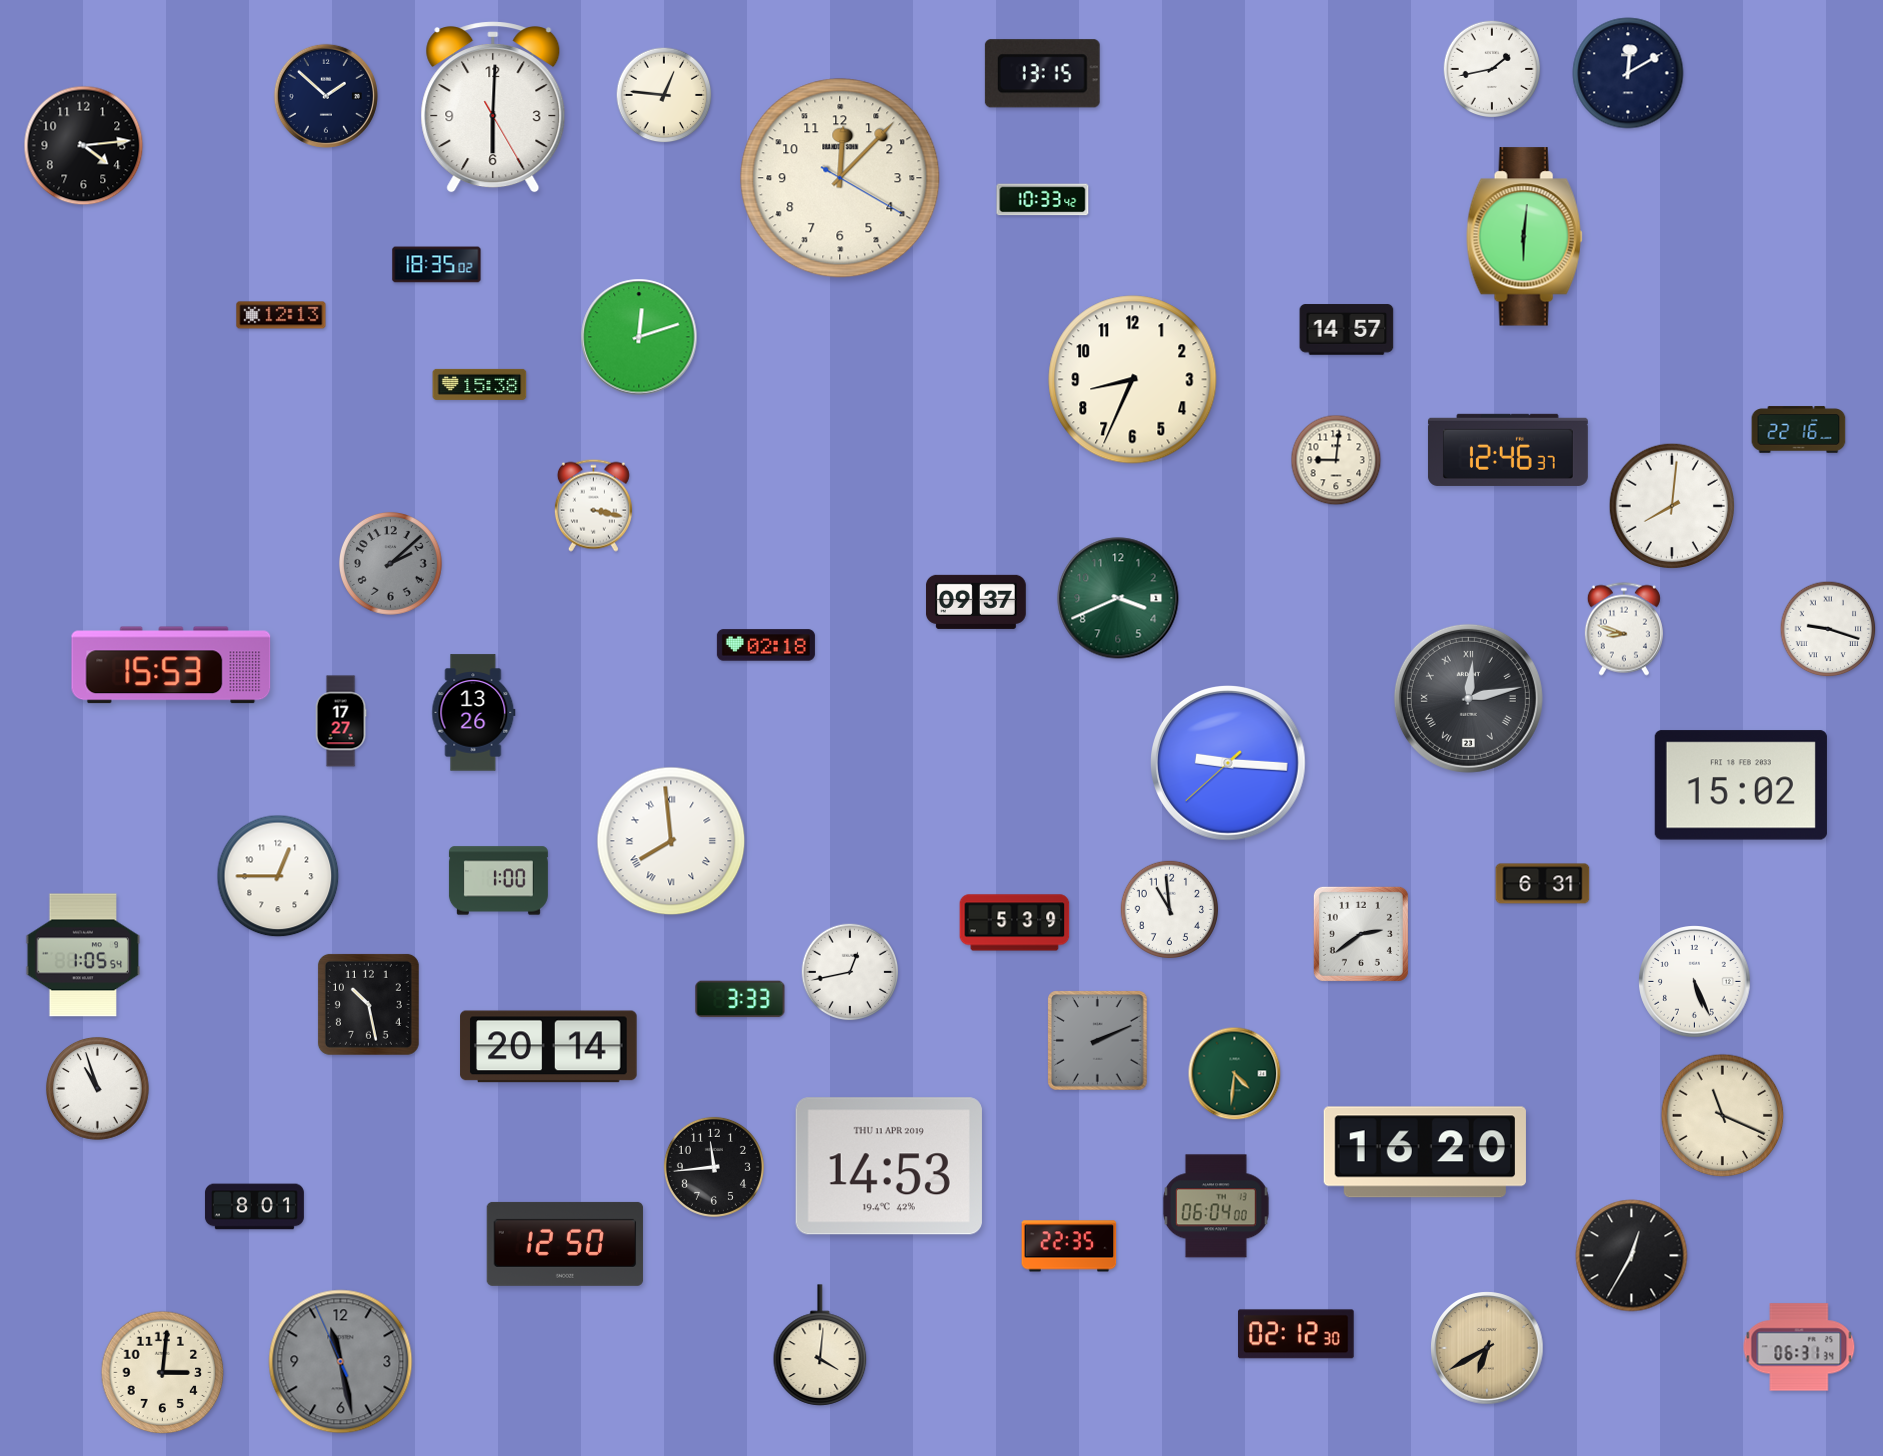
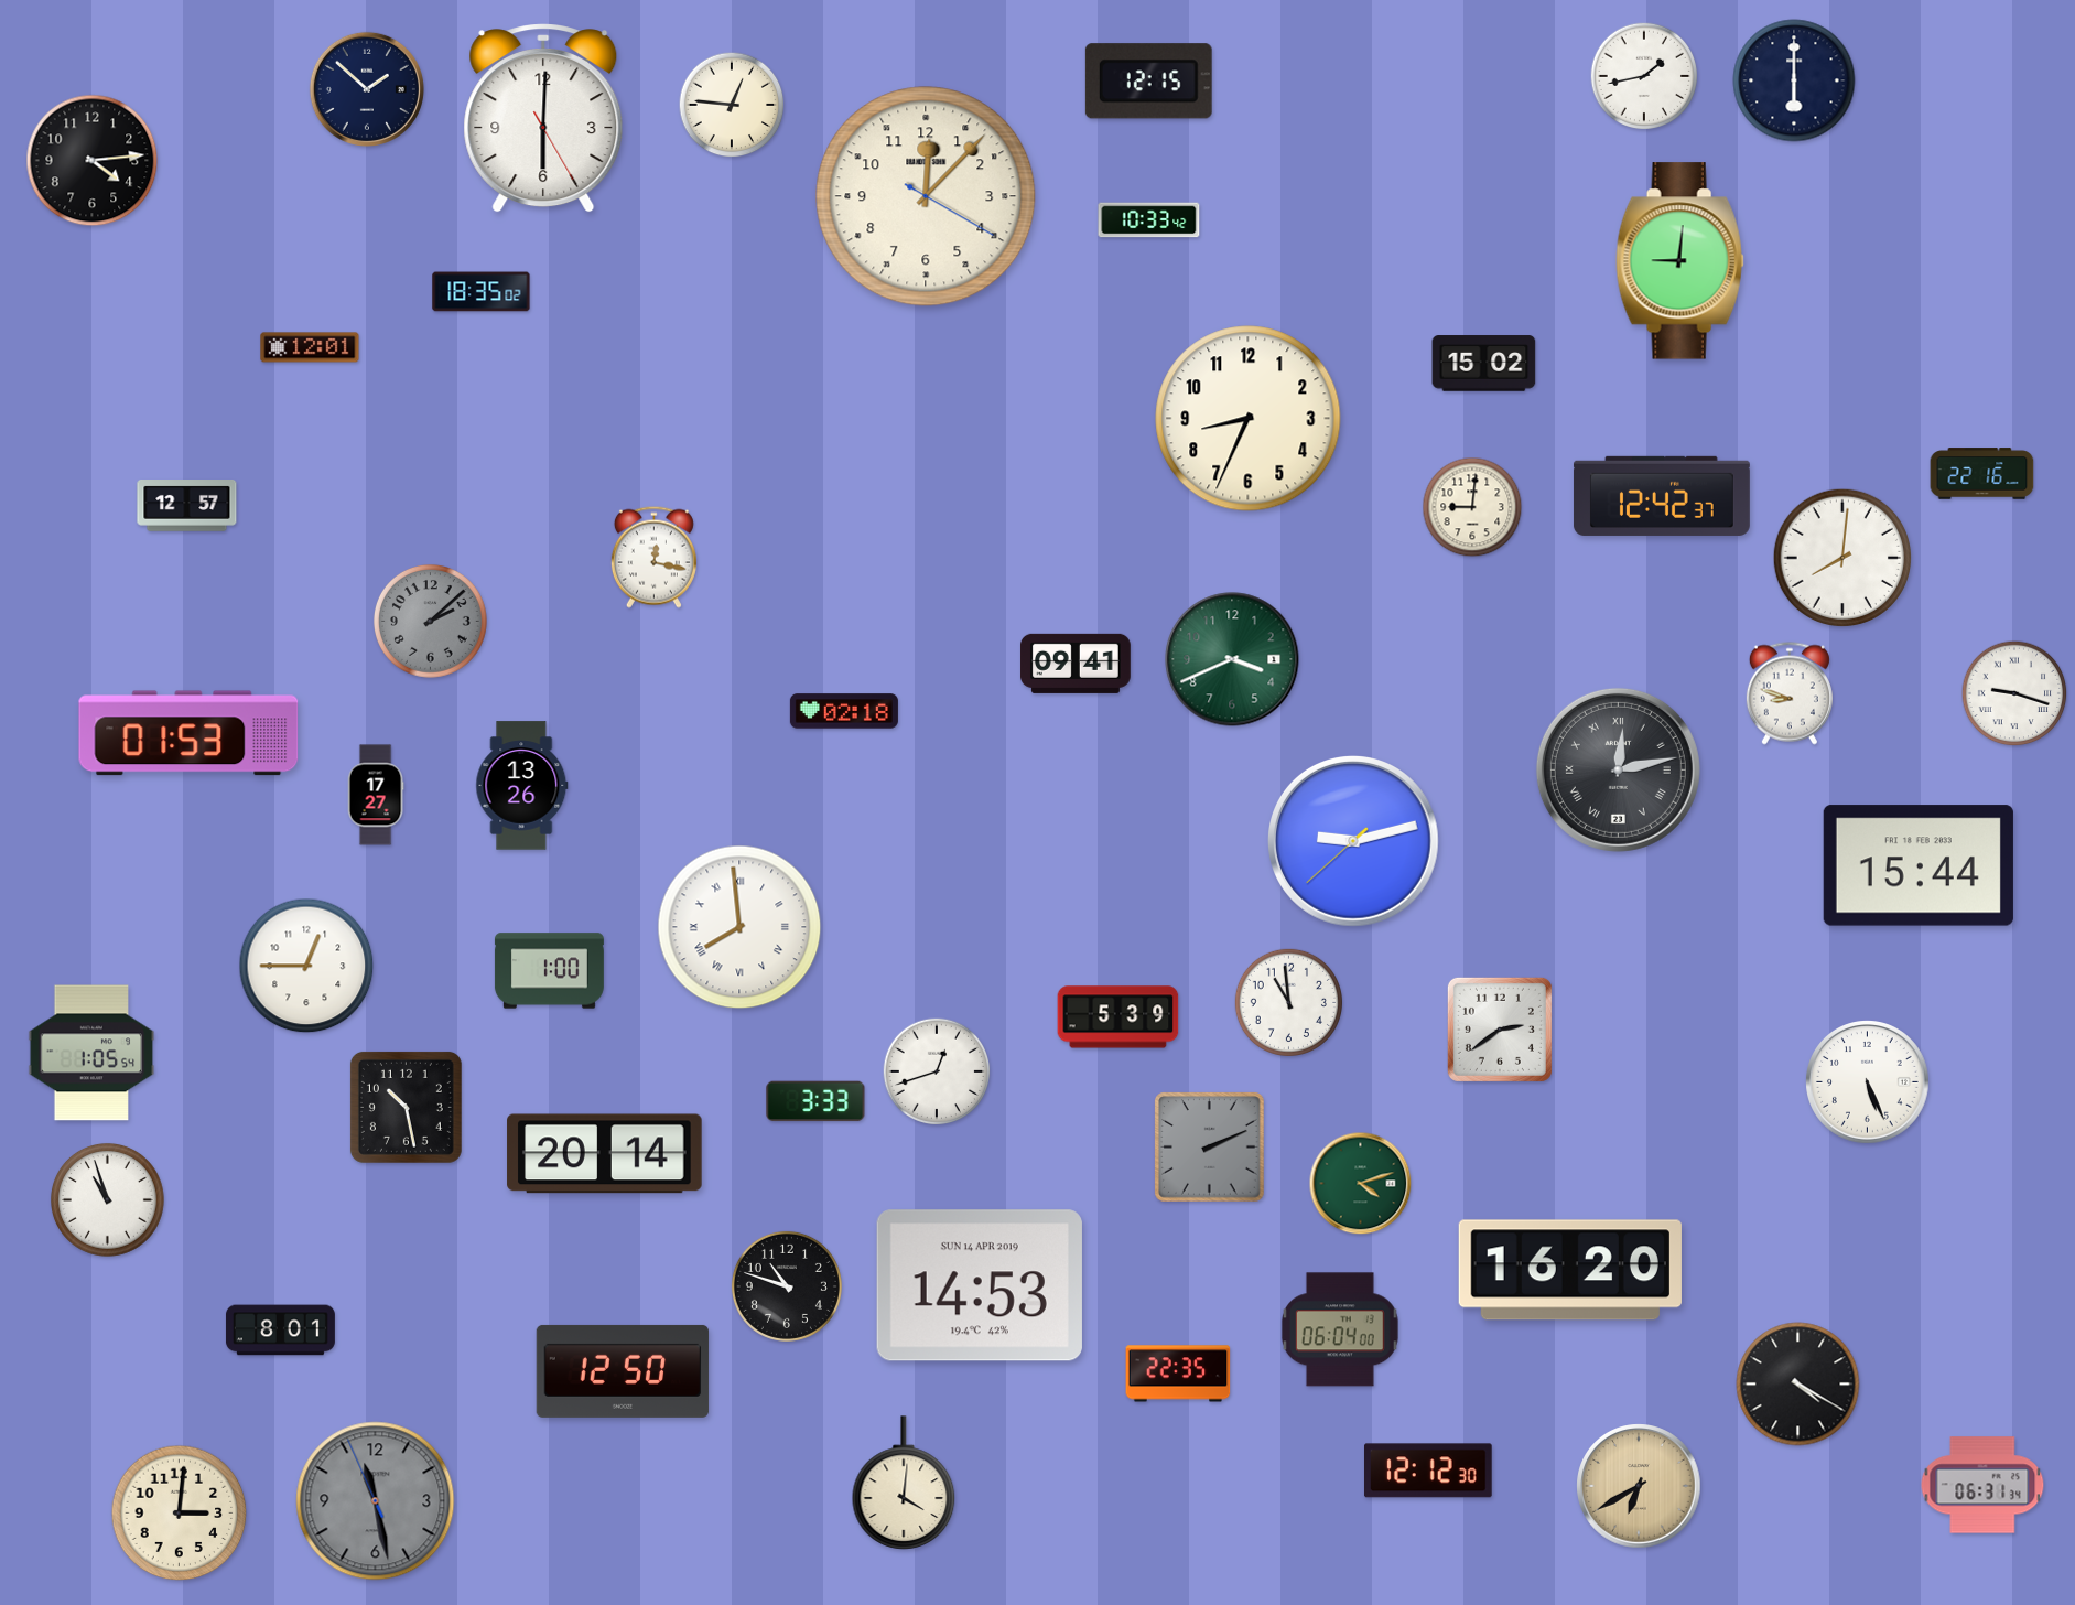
clock at (1628, 73): 12:10 -> 6:00
clock at (1042, 74): 13:15 -> 12:15
clock at (326, 96) position: (326, 96) -> (367, 89)
clock at (1524, 237): 6:01 -> 9:01
clock at (281, 315): 12:13 -> 12:01
clock at (1347, 330): 14:57 -> 15:02
clock at (639, 337): 12:12 -> none
clock at (480, 384): 15:38 -> none
clock at (1508, 450): 12:46 -> 12:42
clock at (187, 506): none -> 12:57
clock at (593, 505): 3:17 -> 12:17
clock at (977, 602): 09:37 -> 09:41
clock at (171, 665): 15:53 -> 01:53
clock at (1229, 764): 9:15 -> 9:12
clock at (1741, 785): 15:02 -> 15:44
clock at (1543, 884): 6:31 -> none
clock at (850, 972): 12:43 -> 12:42
clock at (1235, 1074): 4:31 -> 4:12
clock at (1723, 1116): 11:19 -> none
clock at (889, 1166) date: THU 11 APR 2019 -> SUN 14 APR 2019
clock at (714, 1167): 11:44 -> 10:48
clock at (1632, 1256): 12:35 -> 4:20
clock at (1297, 1334): 02:12 -> 12:12
